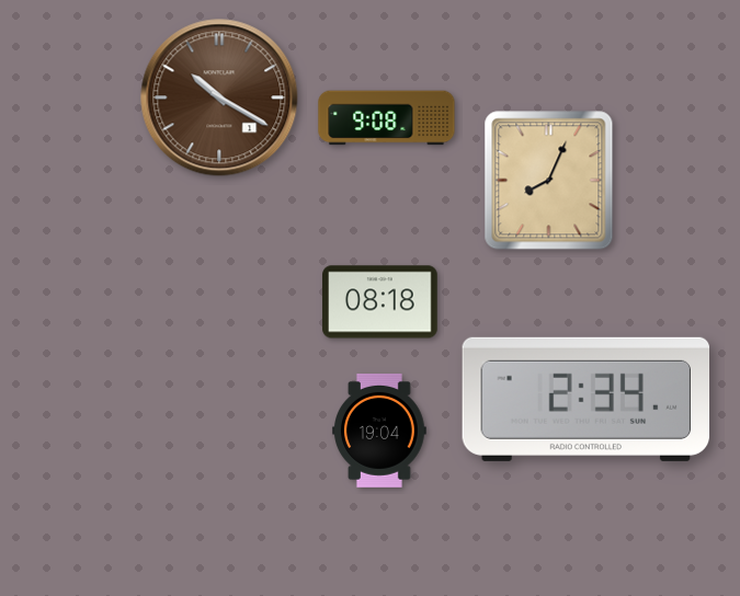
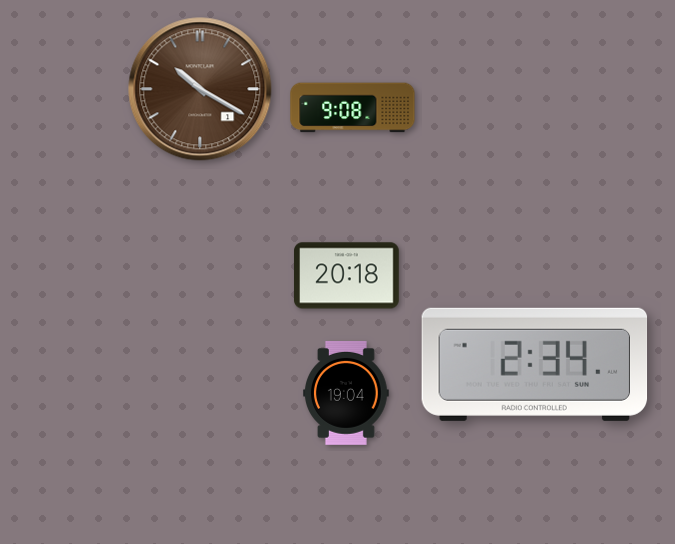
clock at (549, 181): 8:04 -> none
clock at (380, 302): 08:18 -> 20:18
